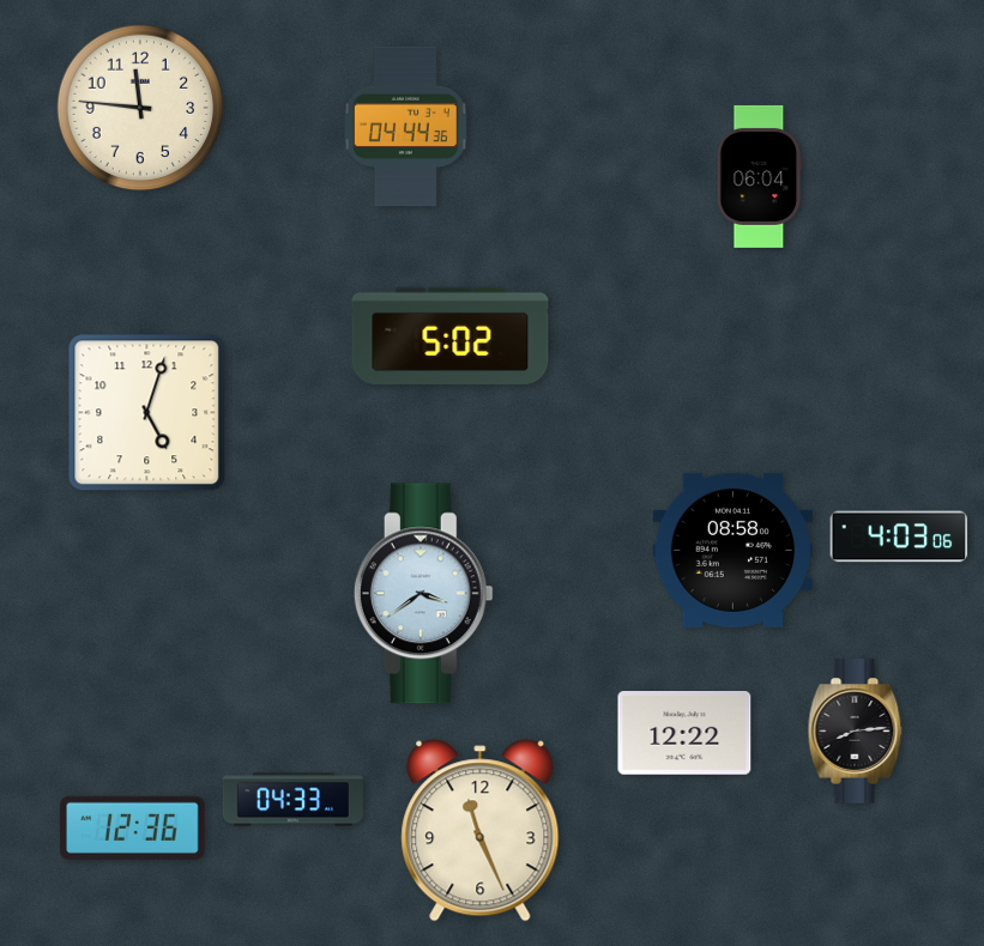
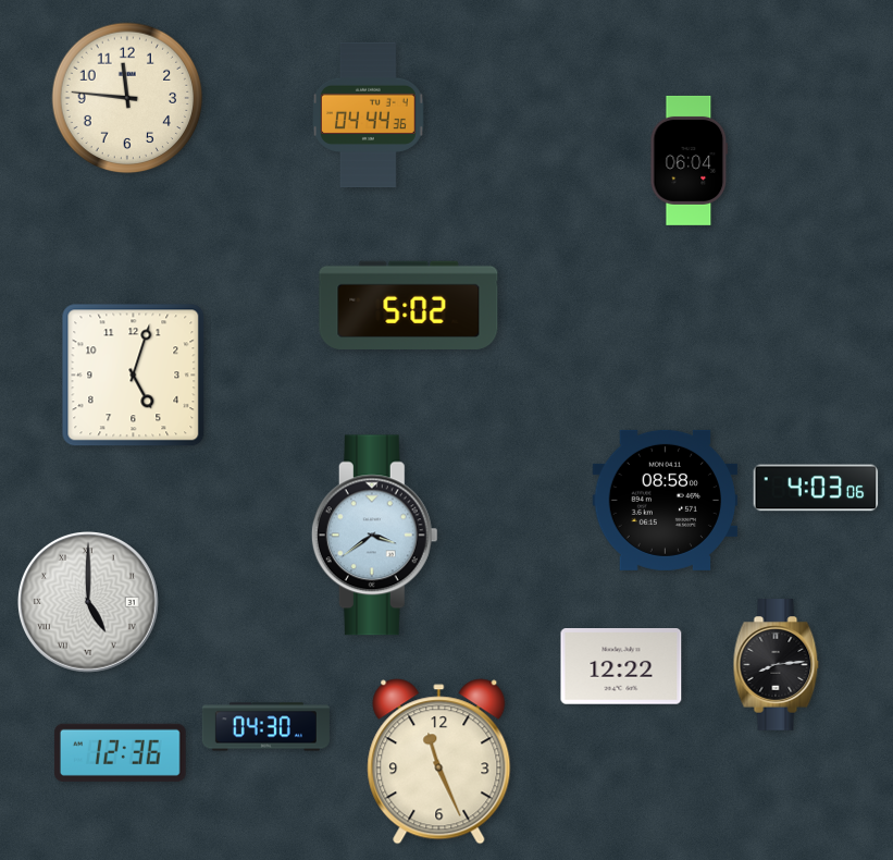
clock at (423, 594) position: (423, 594) -> (374, 536)
clock at (88, 602): none -> 5:00
clock at (292, 800): 04:33 -> 04:30
clock at (481, 831) position: (481, 831) -> (439, 762)
